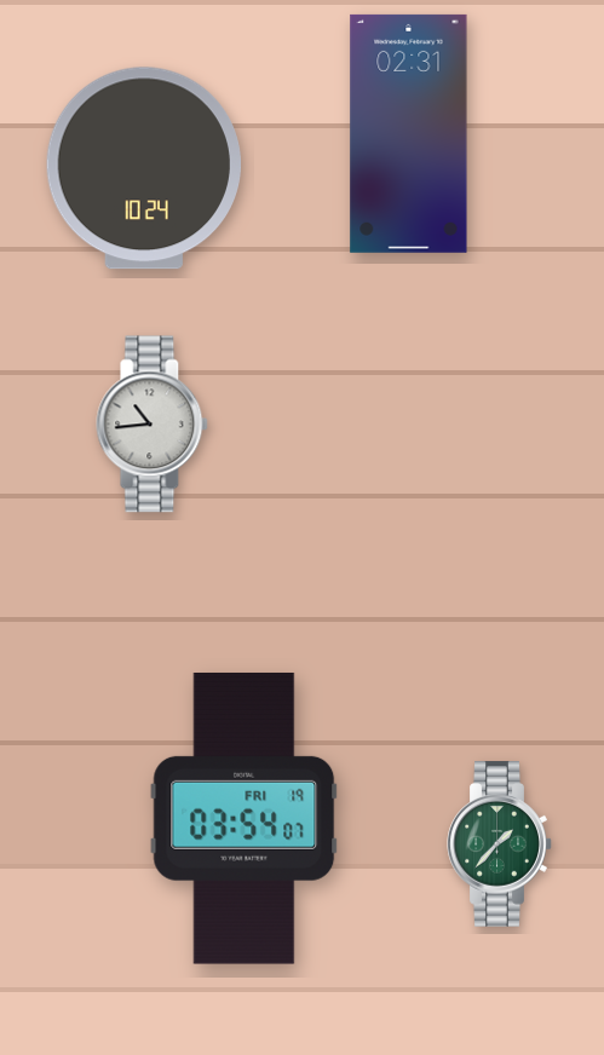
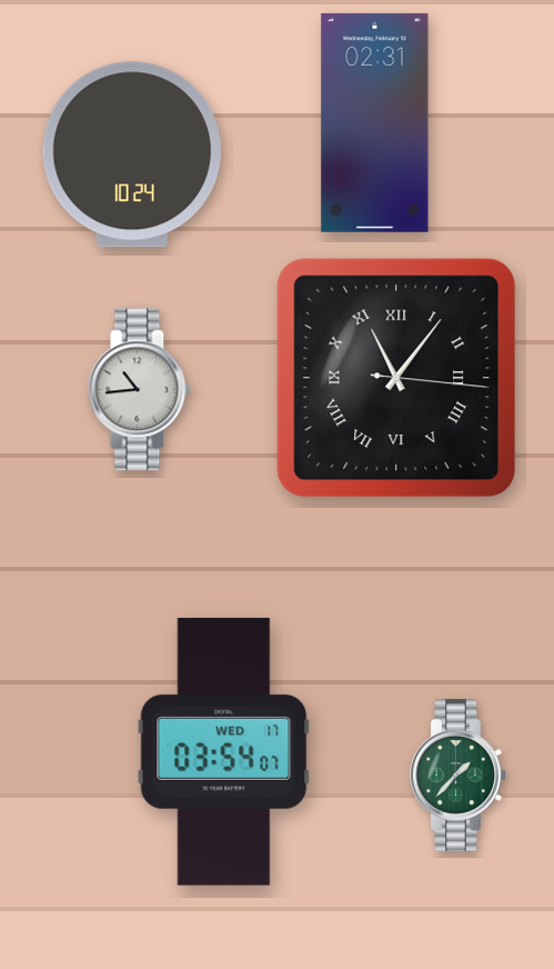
clock at (396, 378): none -> 11:06
clock at (245, 818) date: FRI 19 -> WED 17
